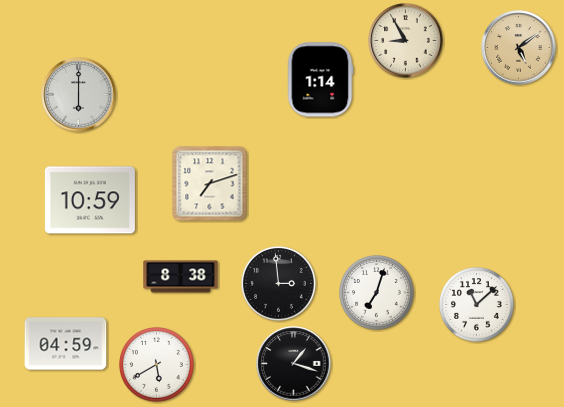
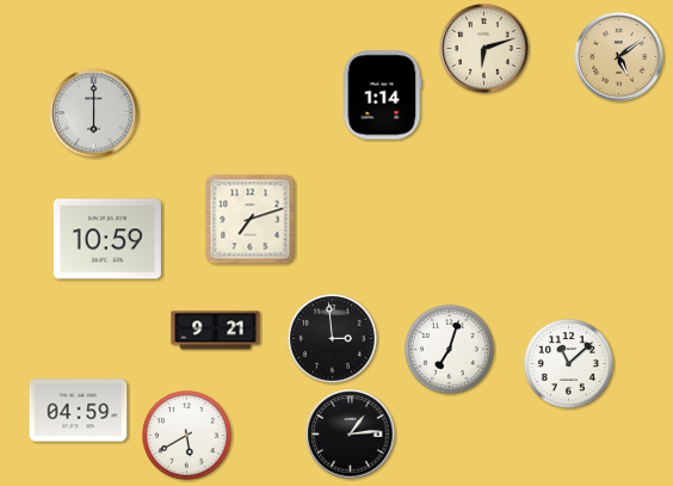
clock at (406, 41): 8:55 -> 6:12
clock at (181, 277): 8:38 -> 9:21
clock at (294, 364): 1:18 -> 1:14
